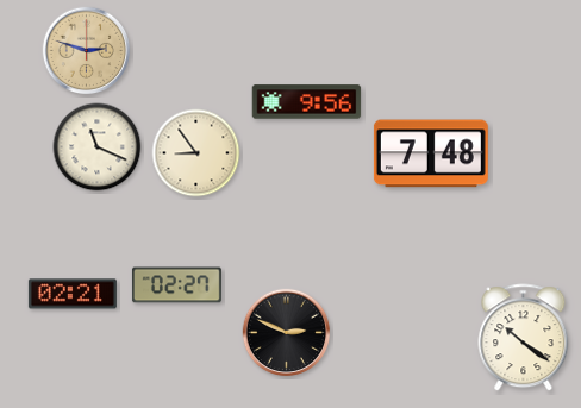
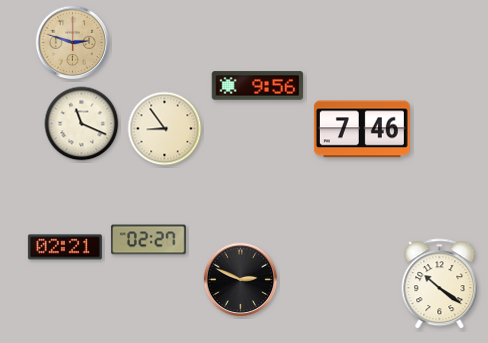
clock at (431, 153): 7:48 -> 7:46
clock at (73, 294) position: (73, 294) -> (65, 247)
